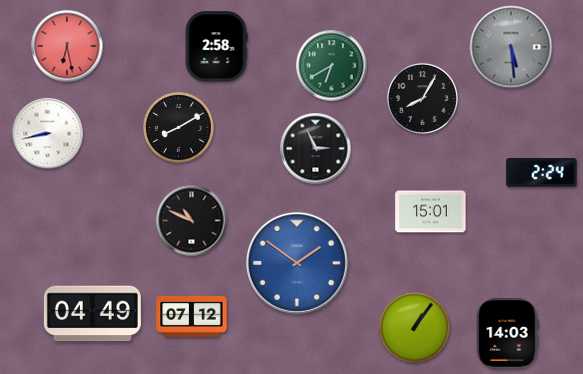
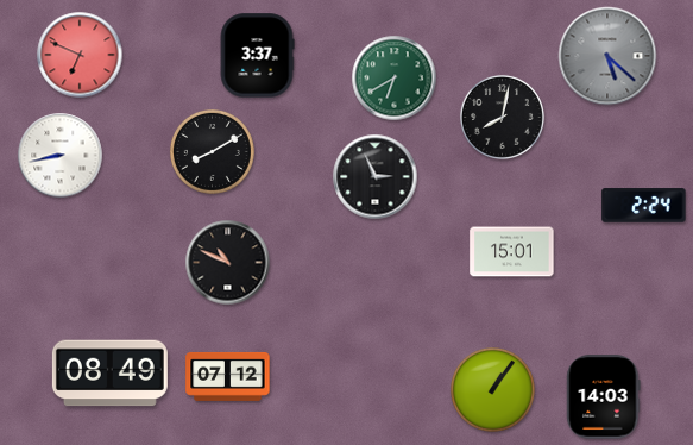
clock at (67, 46): 6:28 -> 6:49
clock at (216, 47): 2:58 -> 3:37
clock at (511, 47): 5:29 -> 5:22
clock at (422, 98): 8:05 -> 8:02
clock at (48, 134) position: (48, 134) -> (61, 156)
clock at (297, 263): 1:51 -> none
clock at (92, 314): 04:49 -> 08:49
